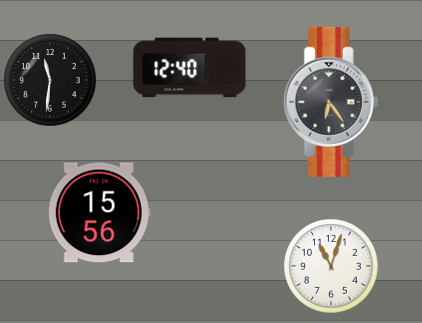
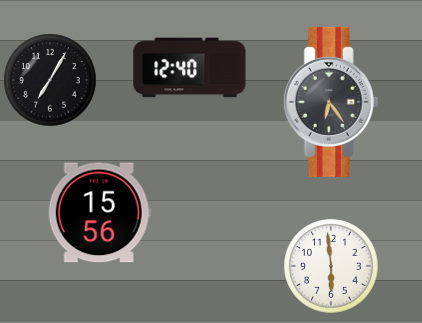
clock at (50, 80): 11:31 -> 7:05
clock at (331, 266): 11:03 -> 5:59
